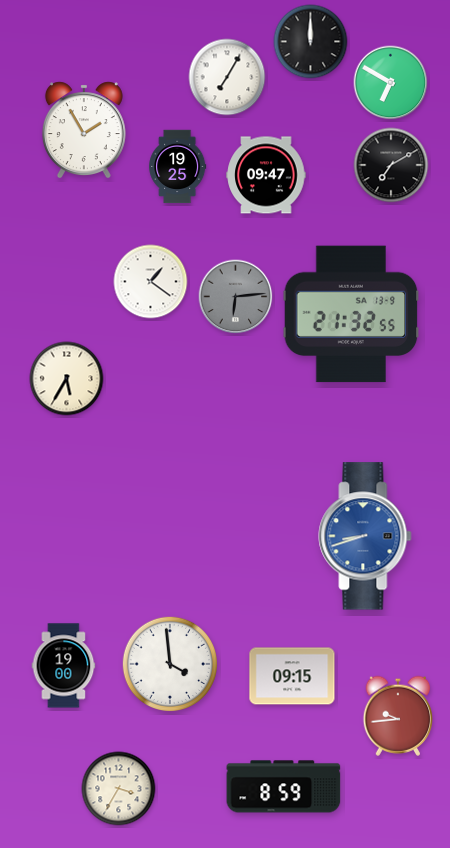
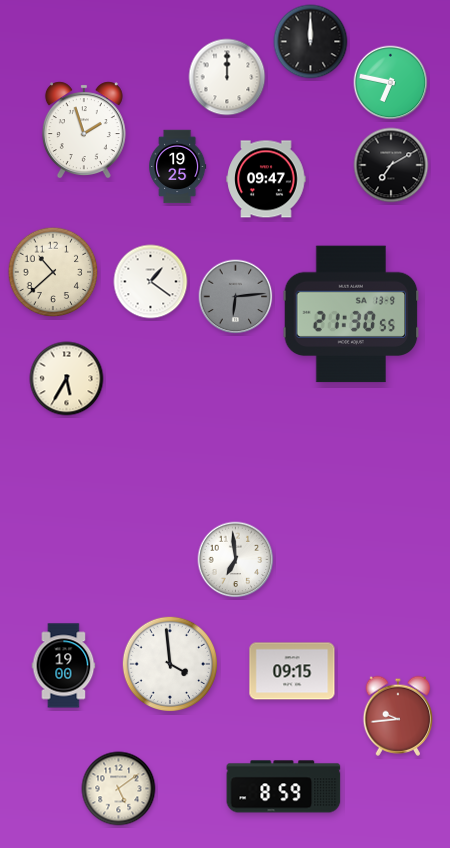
clock at (227, 77): 7:05 -> 12:00
clock at (391, 83): 6:50 -> 6:47
clock at (84, 130): 1:55 -> 1:57
clock at (266, 175) position: (266, 175) -> (266, 179)
clock at (53, 272): none -> 10:38
clock at (351, 314): 21:32 -> 21:30
clock at (365, 536): 8:42 -> none
clock at (236, 560): none -> 6:59
clock at (292, 676) position: (292, 676) -> (292, 671)
clock at (119, 789): 3:35 -> 5:09
